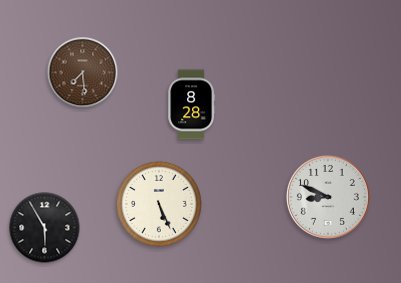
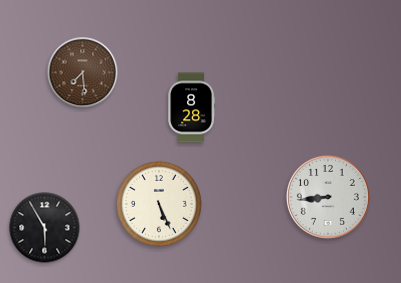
clock at (192, 105) position: (192, 105) -> (192, 108)
clock at (328, 197): 8:49 -> 8:44
